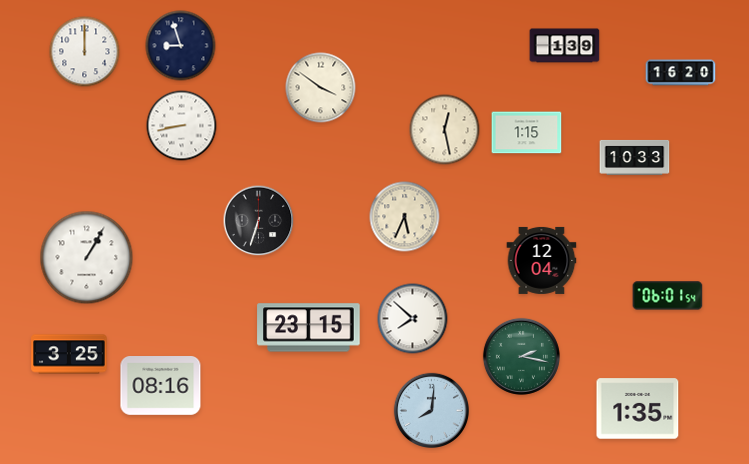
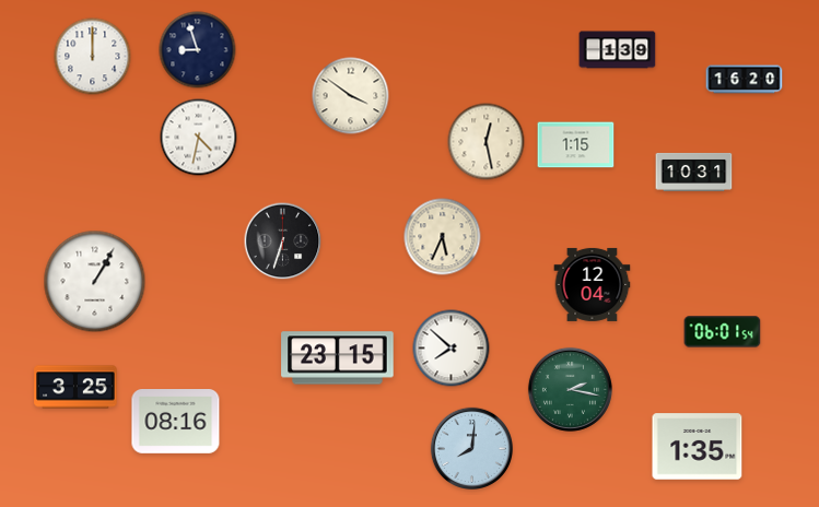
clock at (182, 126): 8:43 -> 4:32
clock at (635, 157): 10:33 -> 10:31
clock at (668, 296) position: (668, 296) -> (723, 332)
